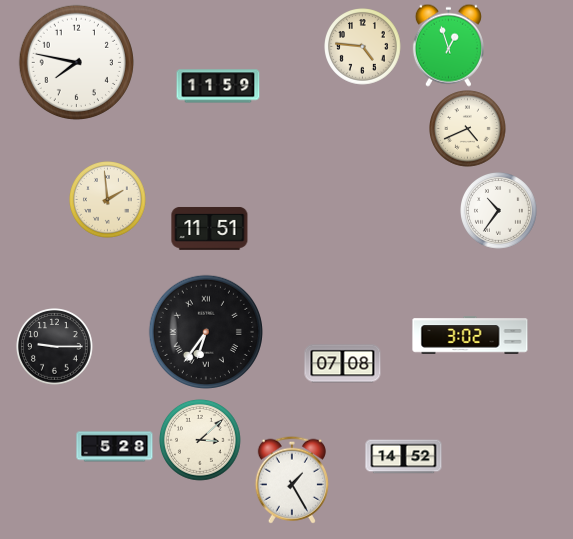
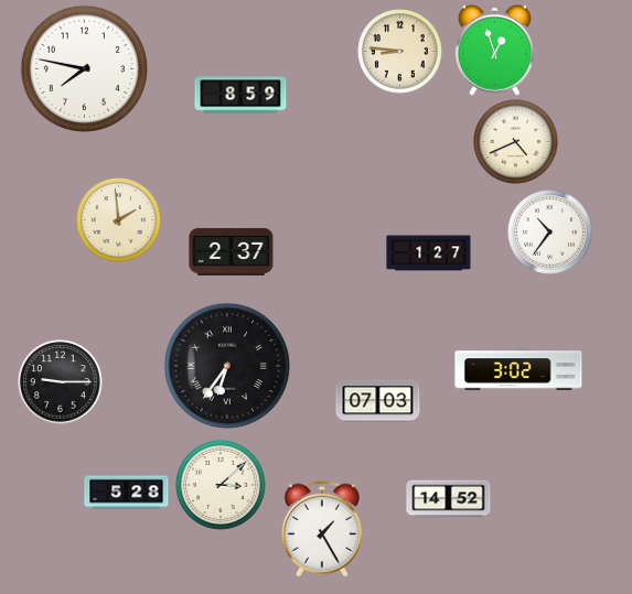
clock at (363, 47): 4:46 -> 8:46
clock at (218, 86): 11:59 -> 8:59
clock at (210, 229): 11:51 -> 2:37
clock at (429, 253): none -> 1:27
clock at (343, 364): 07:08 -> 07:03
clock at (404, 457) position: (404, 457) -> (449, 499)
